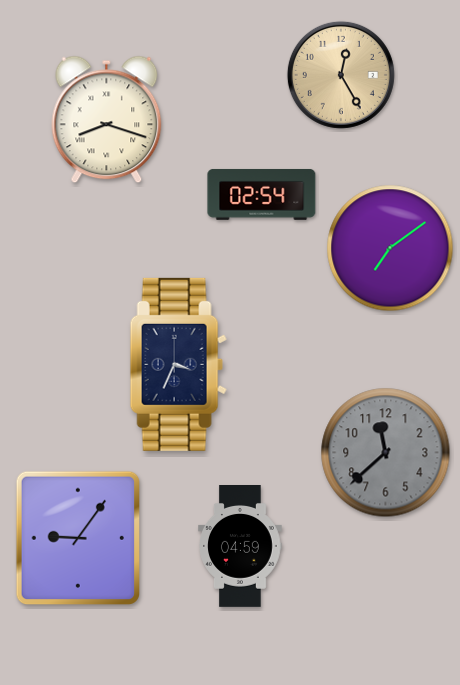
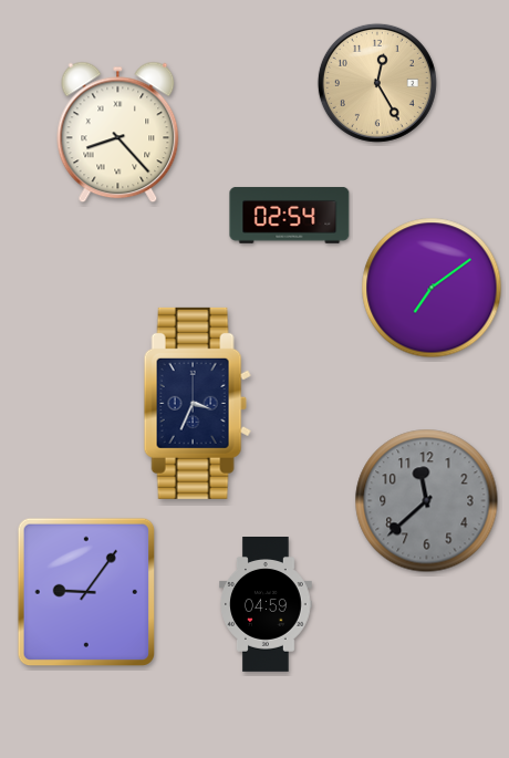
clock at (107, 120): 8:18 -> 8:23
clock at (390, 248) position: (390, 248) -> (432, 288)
clock at (77, 538) position: (77, 538) -> (85, 592)
